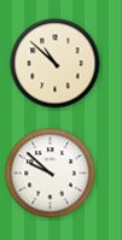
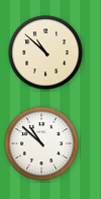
clock at (51, 174): 9:52 -> 10:52
